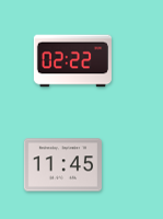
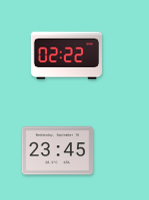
clock at (62, 165): 11:45 -> 23:45
